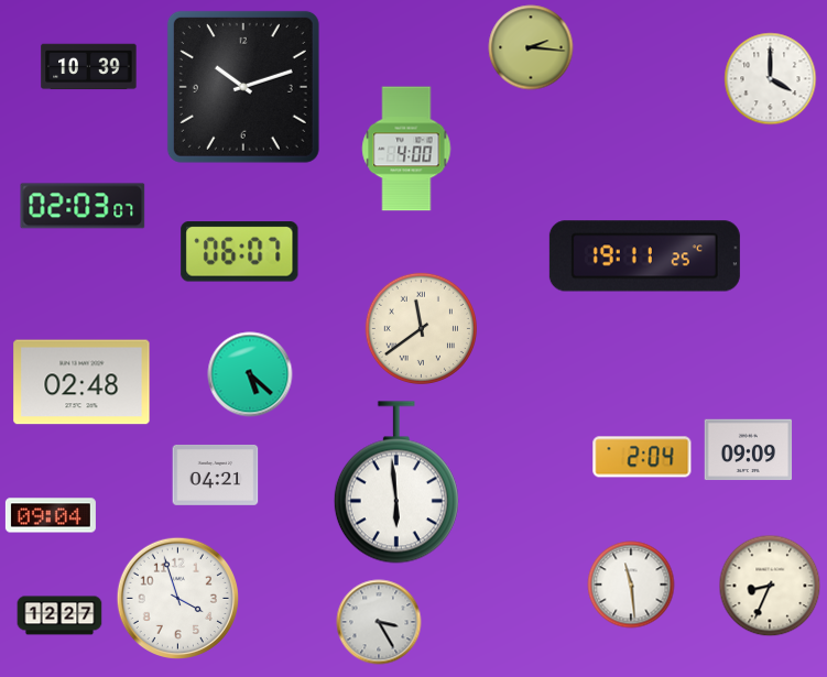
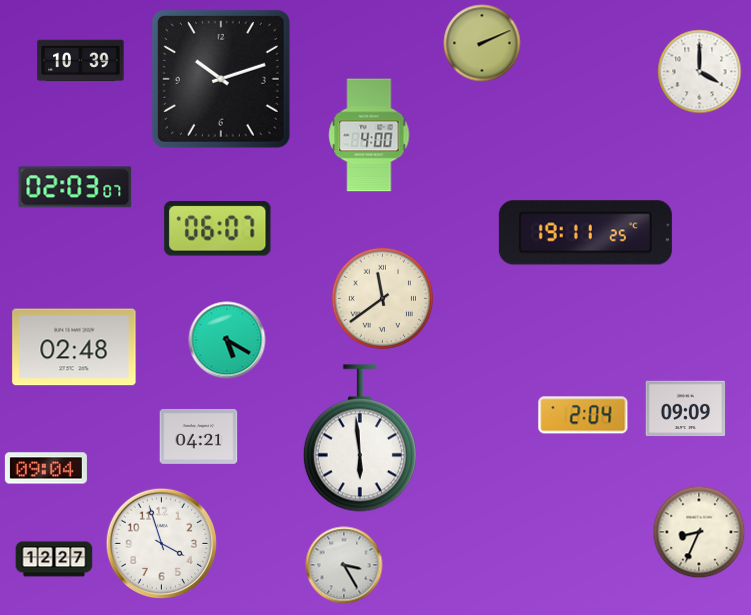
clock at (531, 47): 2:16 -> 2:11
clock at (250, 374): 5:22 -> 5:20
clock at (749, 450) position: (749, 450) -> (686, 409)
clock at (216, 474) position: (216, 474) -> (199, 436)
clock at (631, 585): 11:29 -> none
